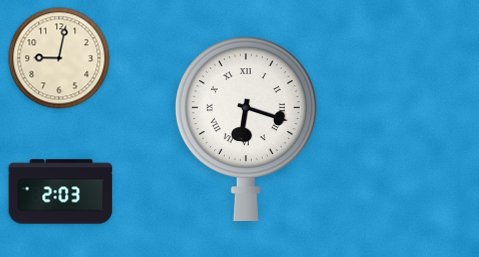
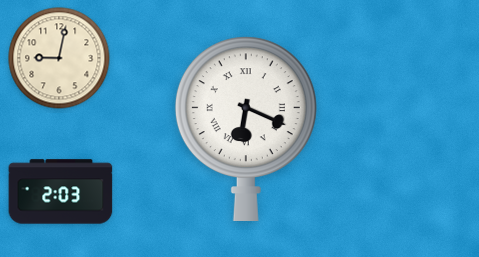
clock at (246, 128): 6:18 -> 6:19
